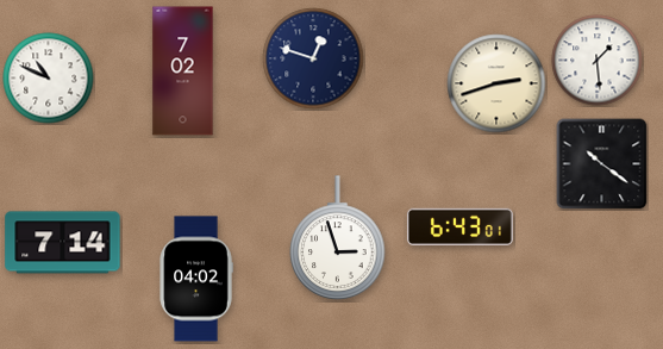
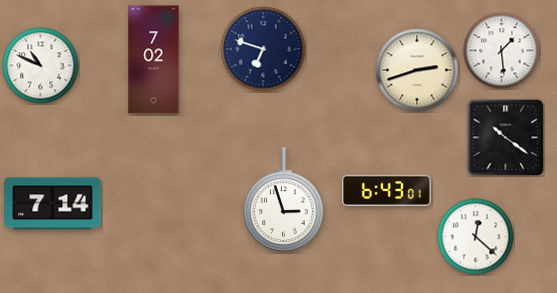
clock at (313, 58): 12:48 -> 6:48
clock at (196, 279): 04:02 -> none
clock at (476, 237): none -> 12:22
